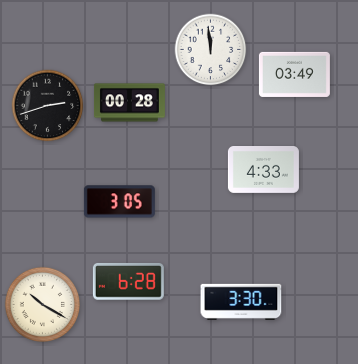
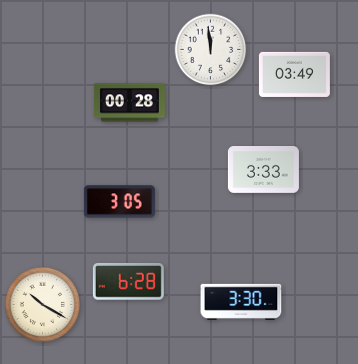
clock at (48, 106): 2:42 -> none
clock at (263, 170): 4:33 -> 3:33
